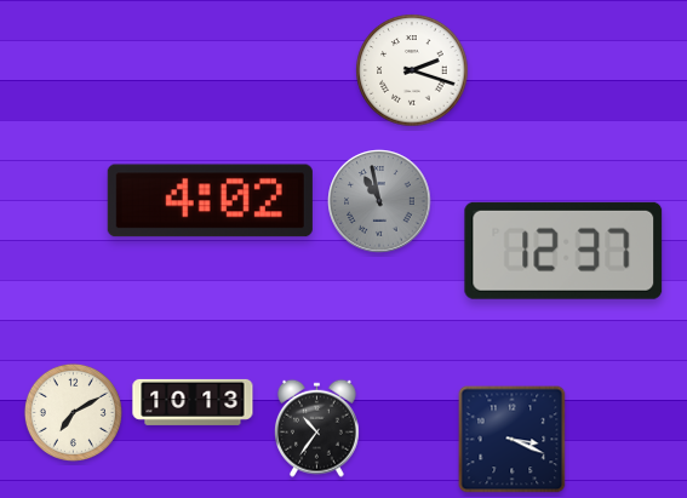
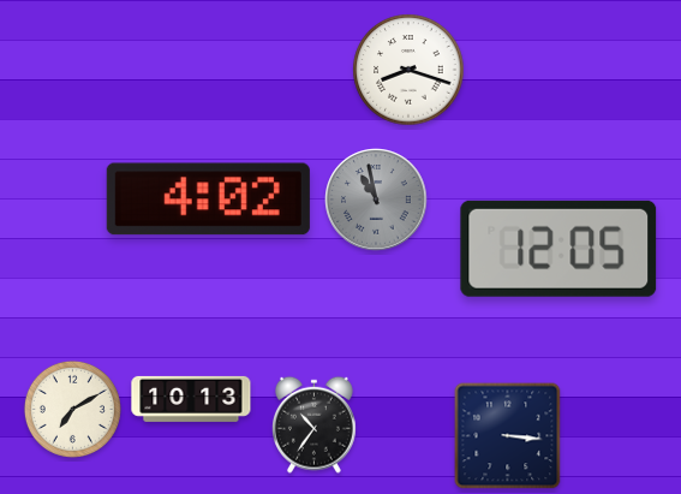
clock at (412, 70): 2:18 -> 8:18
clock at (563, 251): 12:37 -> 12:05
clock at (513, 440): 3:19 -> 3:16
